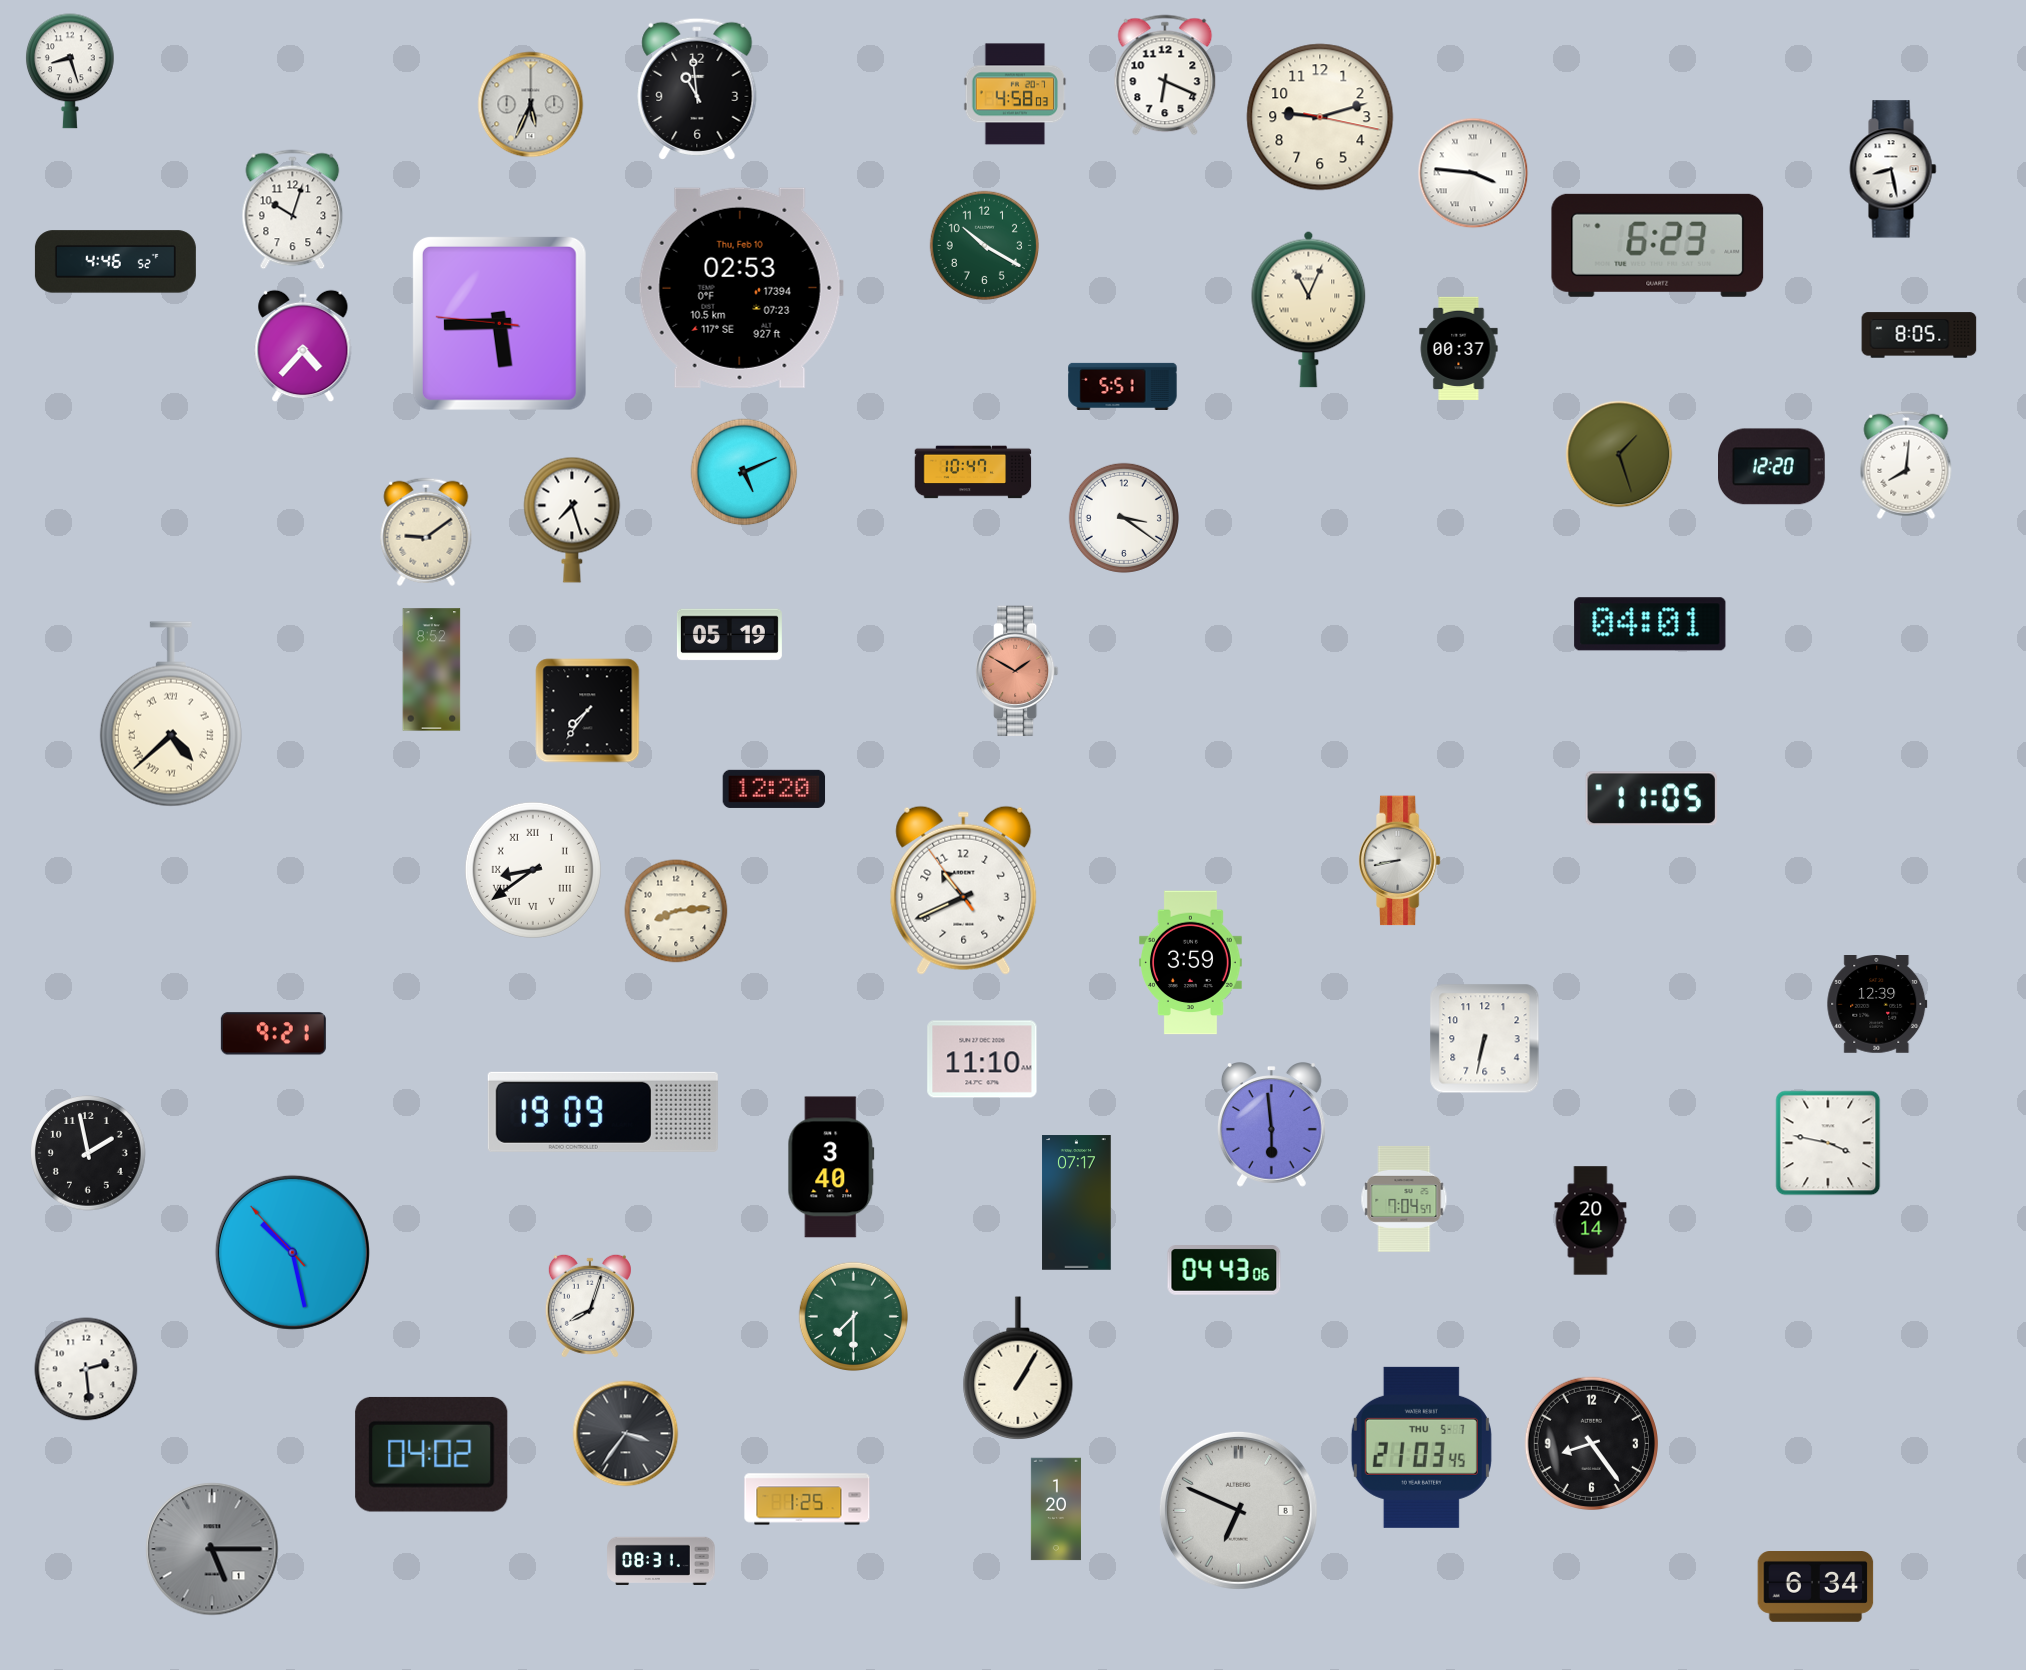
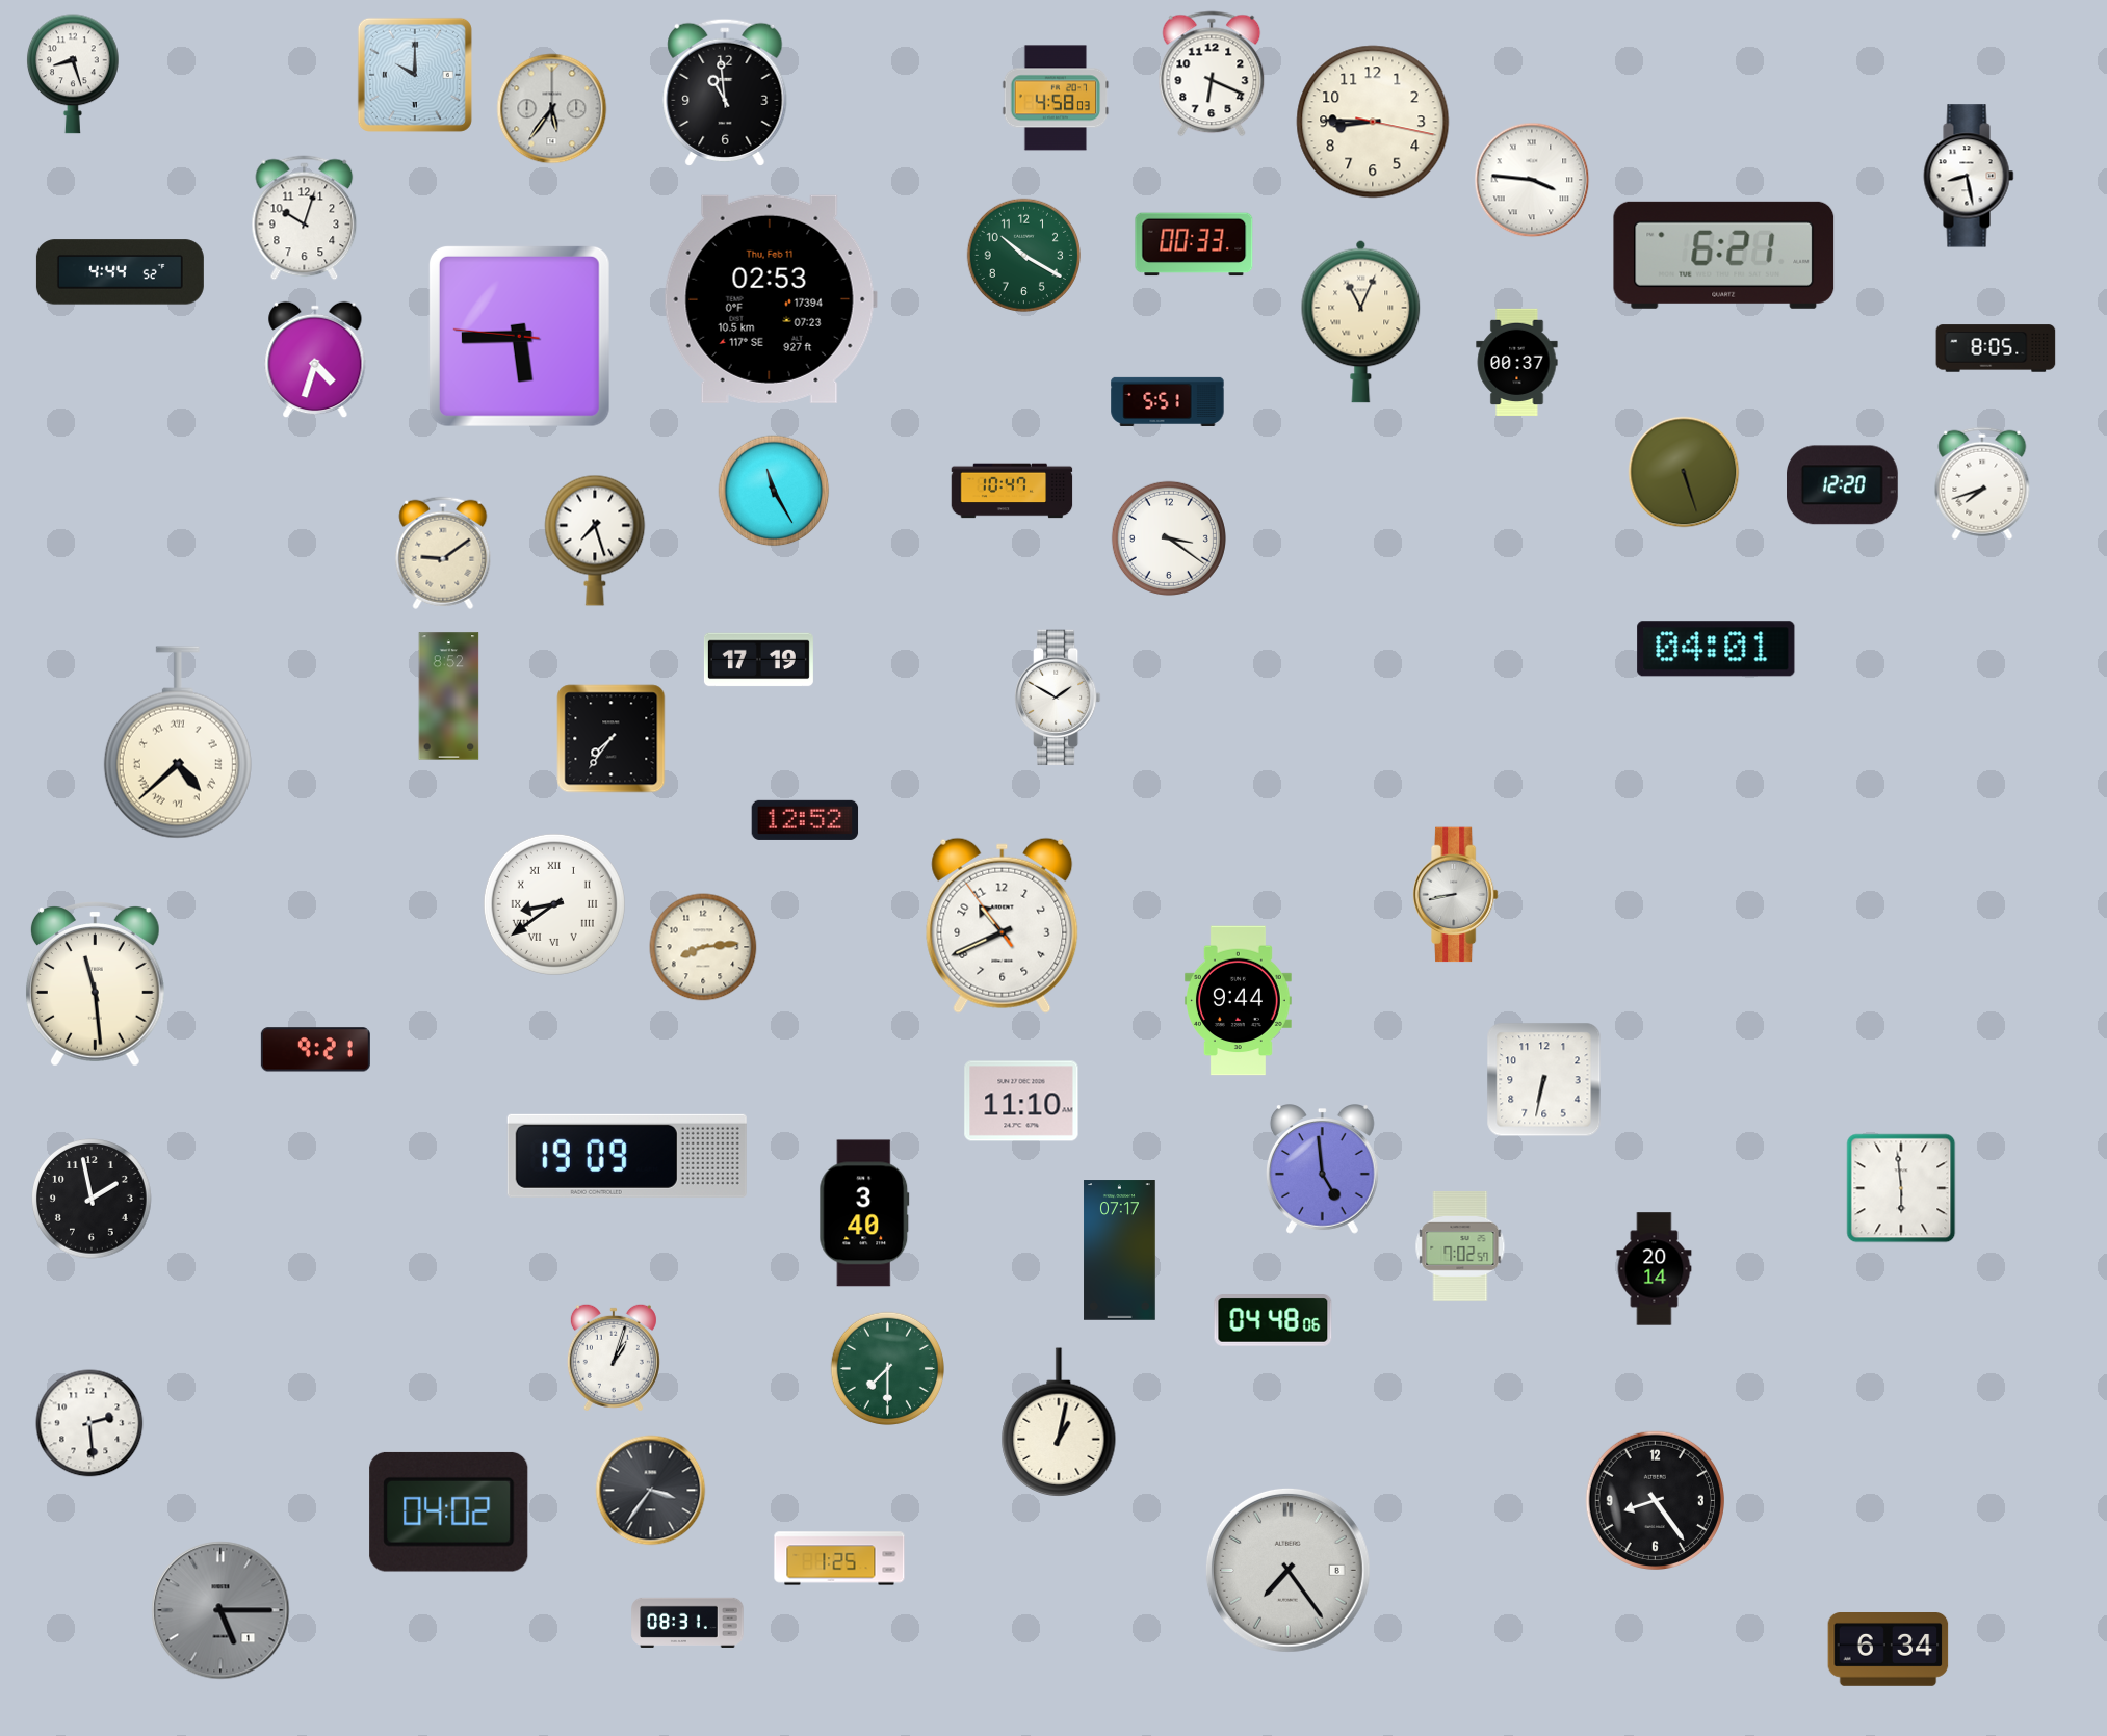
clock at (415, 75): none -> 10:00
clock at (1165, 75) position: (1165, 75) -> (1212, 74)
clock at (531, 105): 5:34 -> 5:36
clock at (1320, 117): 9:12 -> 8:45
clock at (1194, 244): none -> 00:33
clock at (1658, 245): 6:23 -> 6:21
clock at (115, 262): 4:46 -> 4:44
clock at (741, 288) date: Thu, Feb 10 -> Thu, Feb 11
clock at (303, 346): 4:37 -> 4:33
clock at (1619, 454): 1:27 -> 5:27
clock at (1906, 465): 8:01 -> 7:42
clock at (744, 472): 5:11 -> 11:25
clock at (729, 635): 05:19 -> 17:19
clock at (1018, 671) dial: salmon -> white
clock at (774, 789): 12:20 -> 12:52
clock at (1651, 799): 11:05 -> none
clock at (95, 984): none -> 11:29
clock at (1191, 963): 3:59 -> 9:44
clock at (1877, 1005): 12:39 -> none
clock at (273, 1034) position: (273, 1034) -> (315, 1050)
clock at (1271, 1125): 5:59 -> 4:59
clock at (1828, 1143): 3:47 -> 5:59
clock at (1404, 1199): 7:04 -> 7:02
clock at (292, 1252): 10:27 -> none
clock at (1224, 1271): 04:43 -> 04:48
clock at (590, 1306): 8:03 -> 1:03
clock at (1018, 1368): 1:05 -> 1:02
clock at (1421, 1447): 21:03 -> none
clock at (1056, 1509): 1:20 -> none
clock at (1238, 1510): 6:49 -> 7:24
